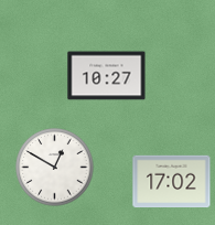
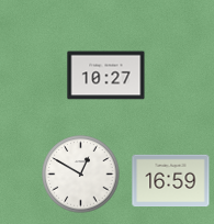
clock at (55, 168) position: (55, 168) -> (81, 175)
clock at (172, 182): 17:02 -> 16:59
